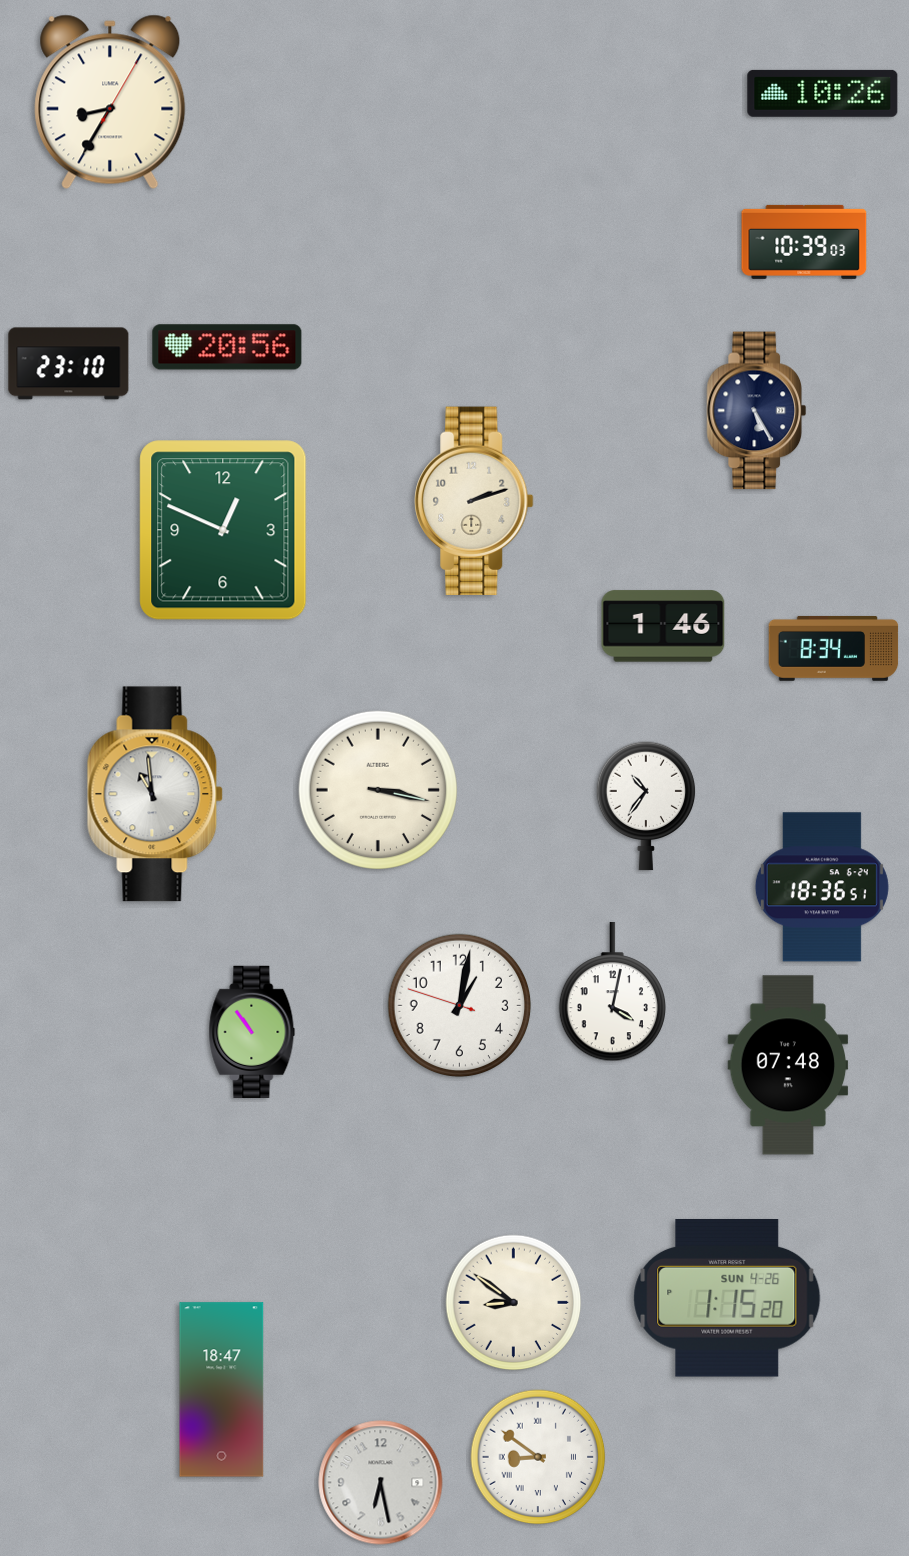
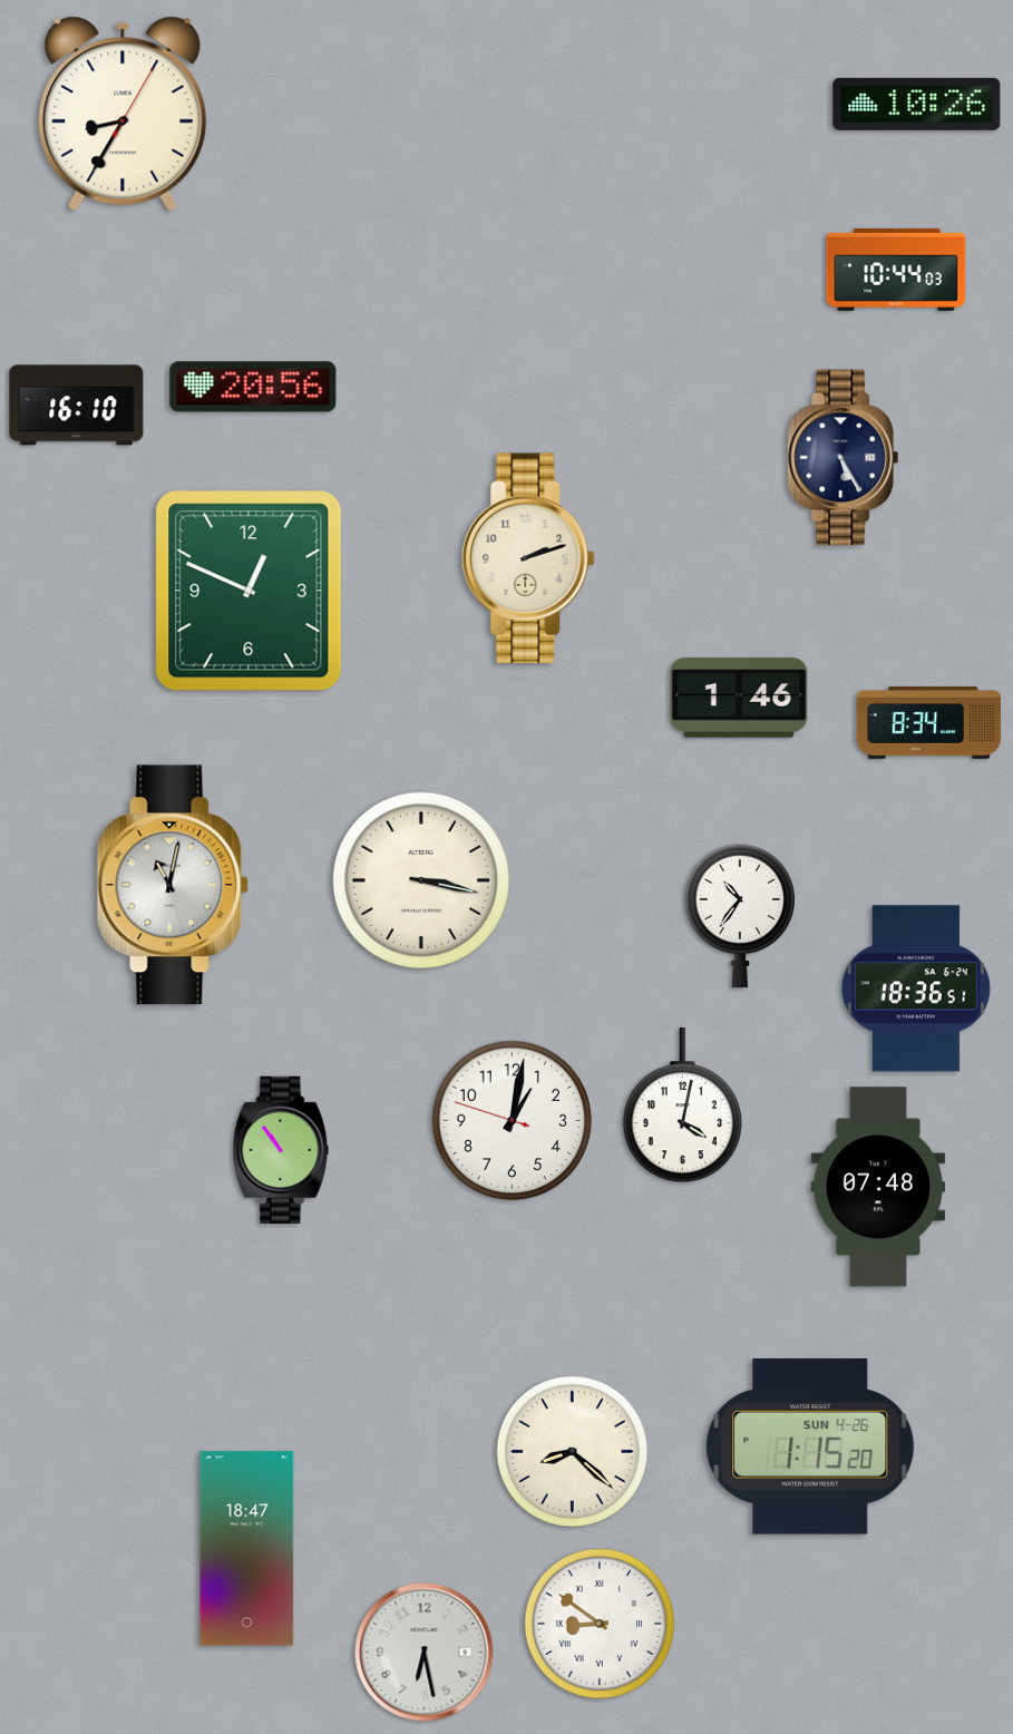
clock at (804, 242): 10:39 -> 10:44
clock at (69, 364): 23:10 -> 16:10
clock at (155, 794): 10:59 -> 11:02
clock at (646, 806) position: (646, 806) -> (740, 916)
clock at (514, 1303): 8:51 -> 8:22
